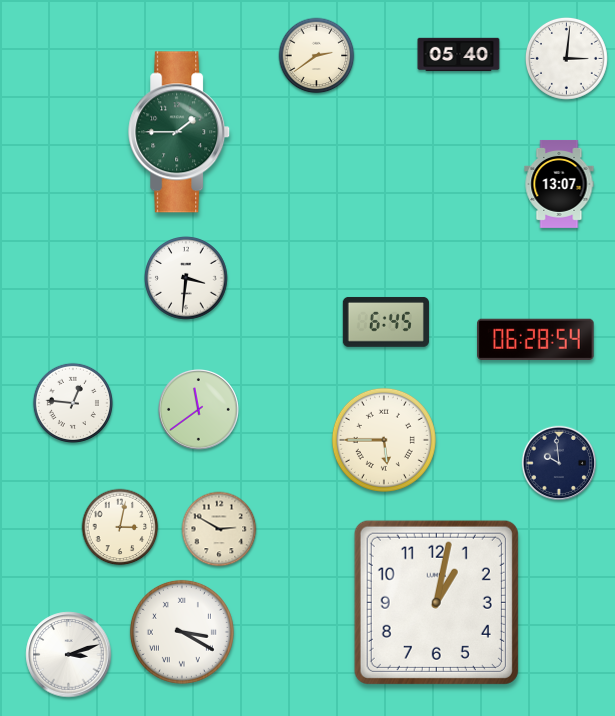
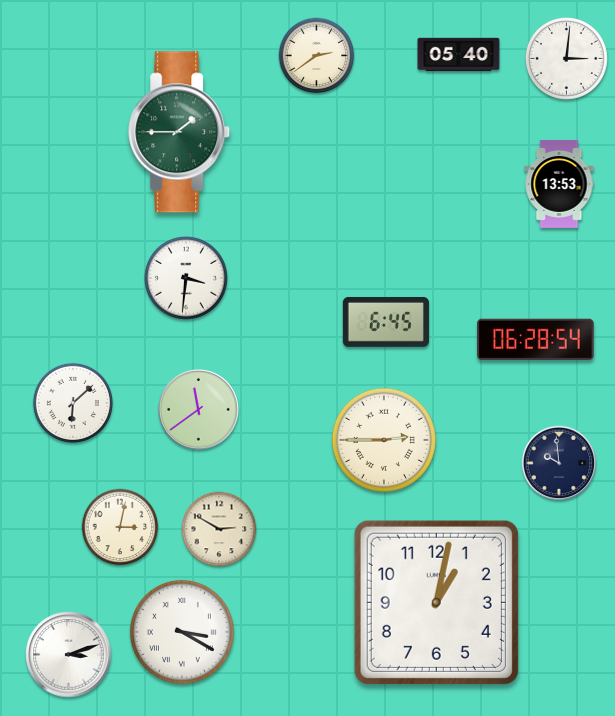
clock at (559, 184): 13:07 -> 13:53
clock at (73, 403): 12:46 -> 6:08
clock at (384, 440): 5:45 -> 2:45
